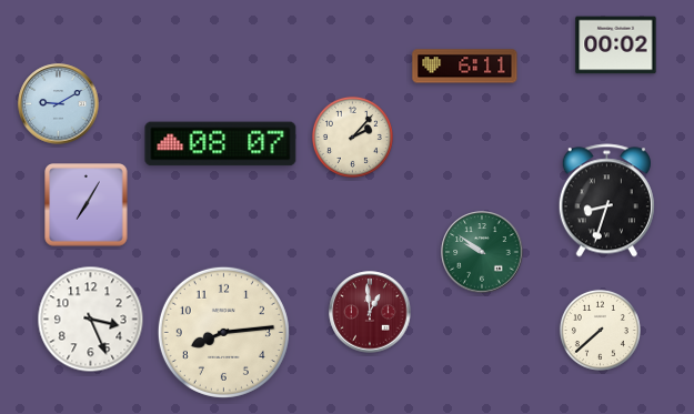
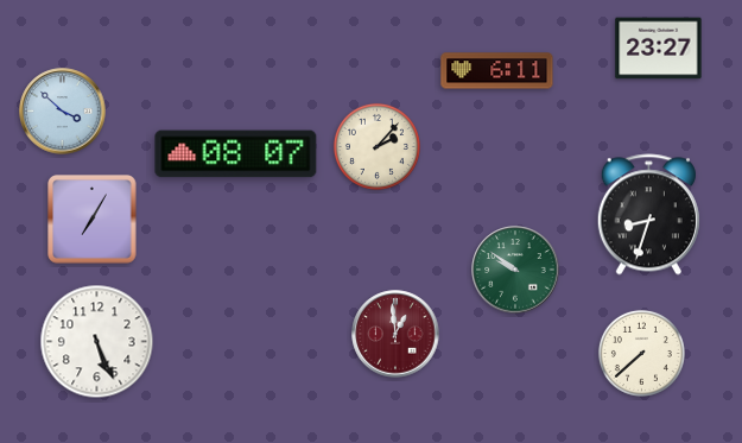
clock at (616, 46): 00:02 -> 23:27
clock at (59, 104): 9:10 -> 3:52
clock at (91, 320): 3:26 -> 5:26
clock at (223, 332): 8:14 -> none
